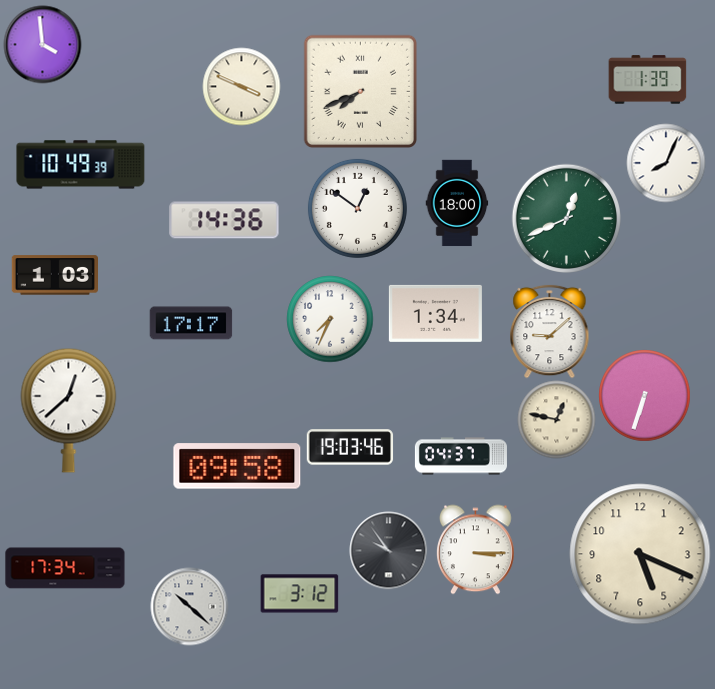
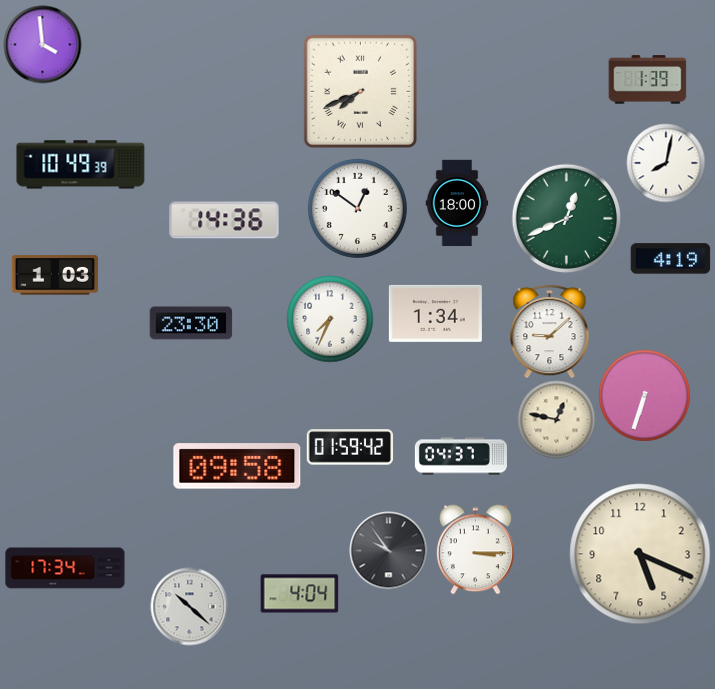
clock at (241, 86): 3:49 -> none
clock at (666, 163): 8:04 -> 8:02
clock at (670, 259): none -> 4:19
clock at (191, 323): 17:17 -> 23:30
clock at (69, 410): 12:38 -> none
clock at (350, 447): 19:03 -> 01:59
clock at (299, 594): 3:12 -> 4:04
